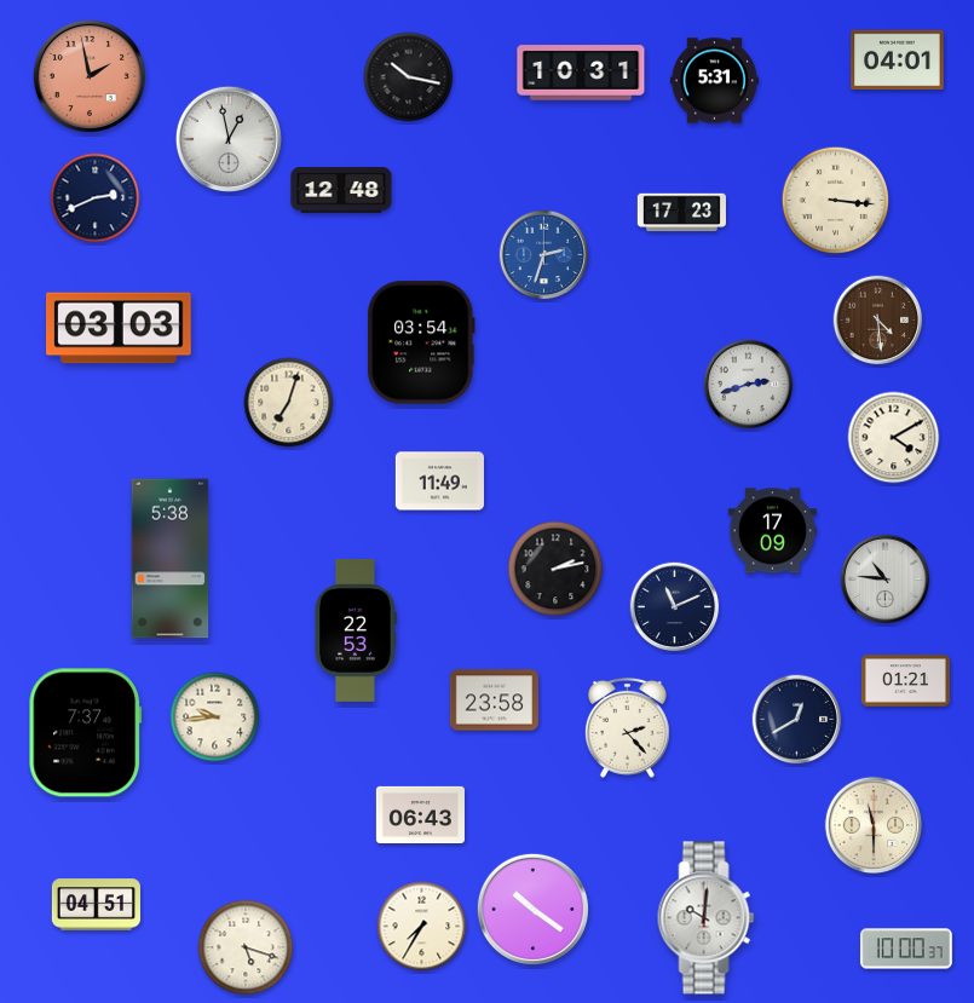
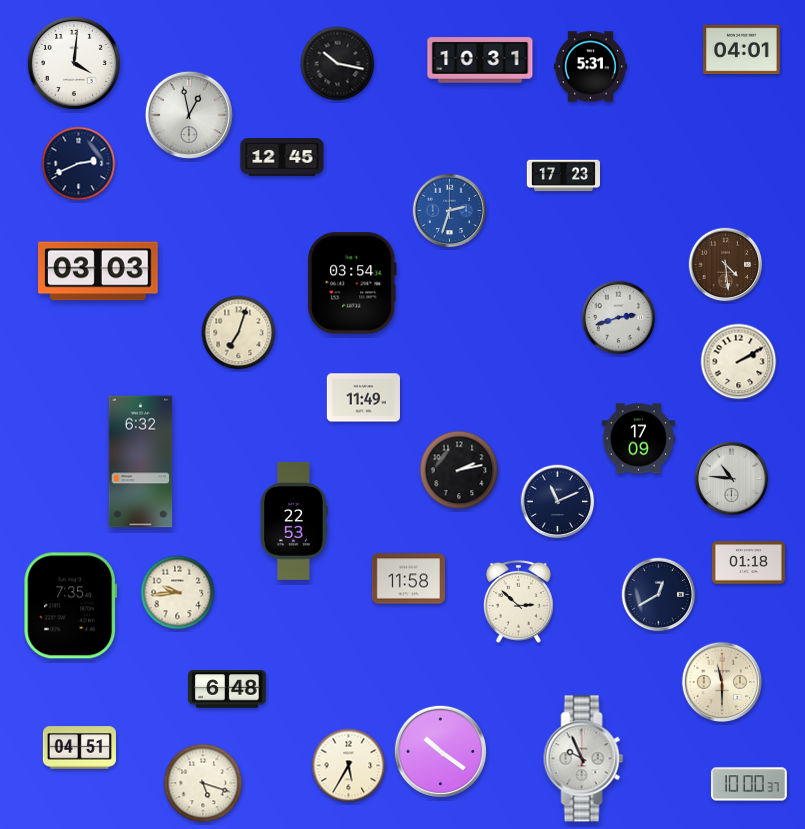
clock at (90, 76): 1:58 -> 4:01
clock at (90, 76) dial: salmon -> white
clock at (341, 190): 12:48 -> 12:45
clock at (835, 200): 3:16 -> none
clock at (421, 342) position: (421, 342) -> (352, 283)
clock at (894, 438): 4:10 -> 2:10
clock at (171, 559): 5:38 -> 6:32
clock at (905, 681): 01:21 -> 01:18
clock at (494, 701): 23:58 -> 11:58
clock at (628, 727): 2:23 -> 2:52
clock at (86, 733): 7:37 -> 7:35
clock at (420, 814): 06:43 -> none
clock at (227, 689): none -> 6:48
clock at (707, 918): 10:01 -> 9:56
clock at (422, 927): 7:35 -> 5:35
